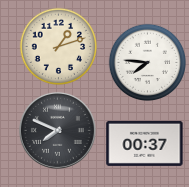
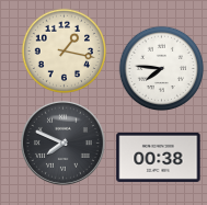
clock at (58, 46): 1:12 -> 1:17
clock at (145, 143): 00:37 -> 00:38
